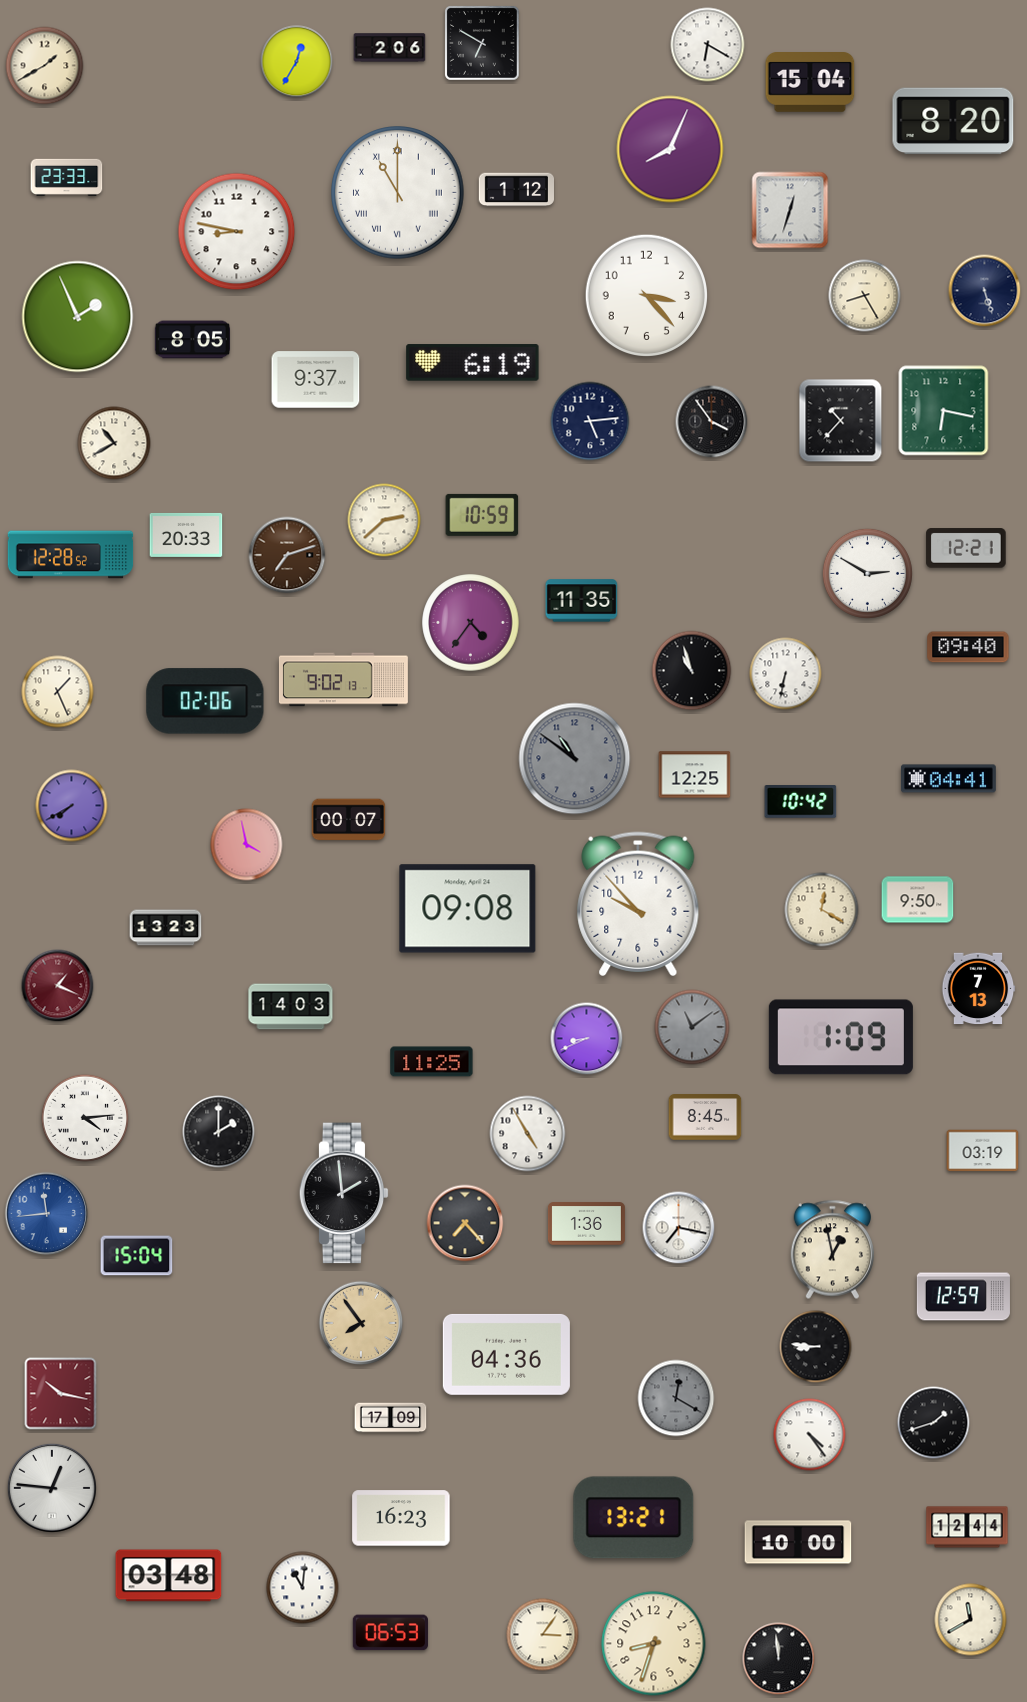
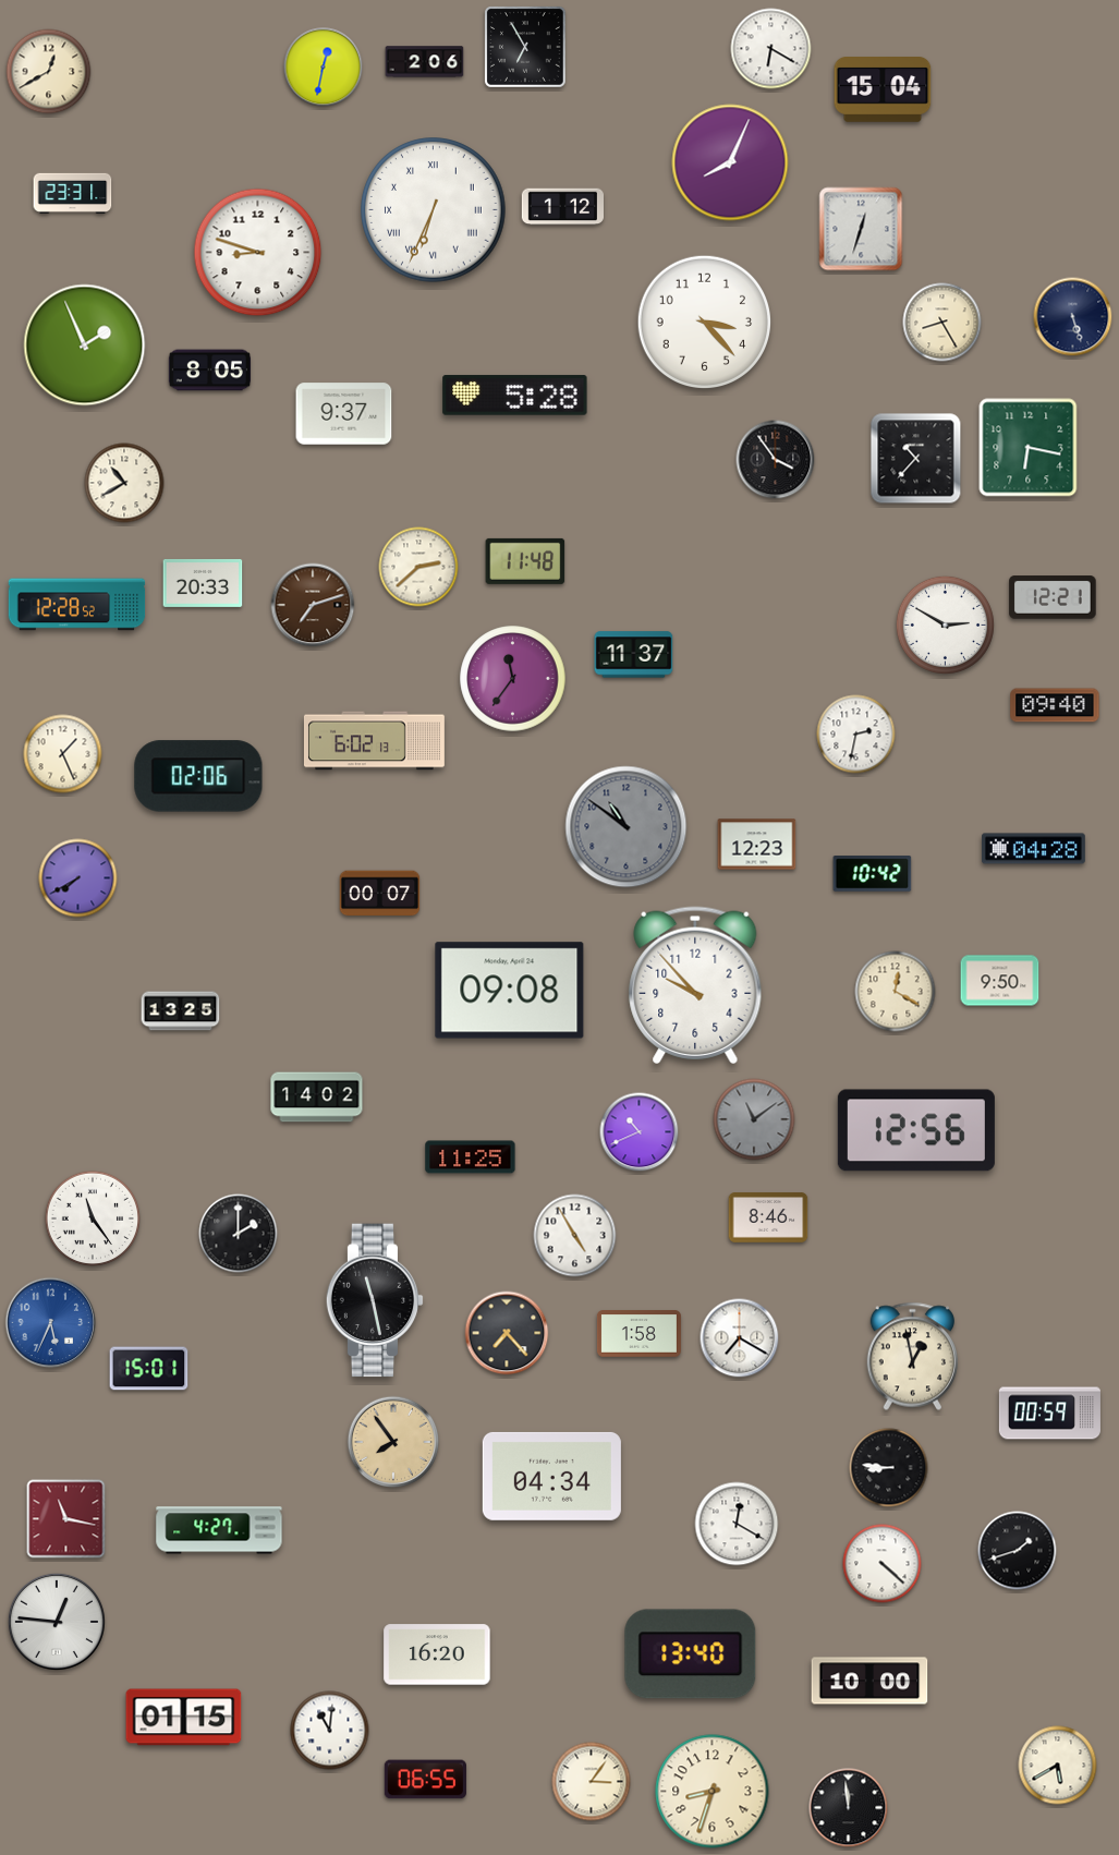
clock at (482, 43): 6:50 -> 6:55
clock at (390, 48) position: (390, 48) -> (425, 62)
clock at (297, 62): 12:35 -> 12:32
clock at (45, 66): 1:40 -> 12:40
clock at (953, 121): 8:20 -> none
clock at (67, 177): 23:33 -> 23:31
clock at (398, 193): 11:00 -> 6:34
clock at (237, 232): 8:47 -> 8:48
clock at (473, 363): 6:19 -> 5:28
clock at (590, 421): 5:14 -> none
clock at (482, 515): 10:59 -> 11:48
clock at (582, 601): 11:35 -> 11:37
clock at (471, 623): 4:36 -> 11:36
clock at (692, 671): 10:57 -> none
clock at (786, 674): 6:32 -> 2:32
clock at (343, 680): 9:02 -> 6:02
clock at (205, 701) position: (205, 701) -> (198, 776)
clock at (695, 775): 12:25 -> 12:23
clock at (948, 779): 04:41 -> 04:28
clock at (247, 845): 3:58 -> none
clock at (166, 928): 13:23 -> 13:25
clock at (58, 986): 1:19 -> none
clock at (978, 989): 7:13 -> none
clock at (291, 1007): 14:03 -> 14:02
clock at (841, 1037): 1:09 -> 12:56
clock at (587, 1039): 8:41 -> 10:41
clock at (84, 1117): 4:14 -> 11:24
clock at (705, 1117): 8:45 -> 8:46
clock at (983, 1151): 03:19 -> none
clock at (344, 1193): 1:59 -> 11:28
clock at (47, 1214): 11:44 -> 5:34
clock at (586, 1224): 1:36 -> 1:58
clock at (679, 1228): 7:17 -> 7:20
clock at (832, 1250) position: (832, 1250) -> (912, 1357)
clock at (137, 1256): 15:04 -> 15:01
clock at (963, 1297): 12:59 -> 00:59
clock at (506, 1354): 04:36 -> 04:34
clock at (61, 1394): 10:17 -> 11:17
clock at (676, 1398) dial: grey -> white
clock at (219, 1530): none -> 4:27
clock at (391, 1418): 17:09 -> none
clock at (810, 1435): 4:24 -> 4:22
clock at (401, 1518): 16:23 -> 16:20
clock at (634, 1518): 13:21 -> 13:40
clock at (967, 1527): 12:44 -> none
clock at (169, 1576): 03:48 -> 01:15
clock at (971, 1620): 11:40 -> 5:40
clock at (390, 1633): 06:53 -> 06:55
